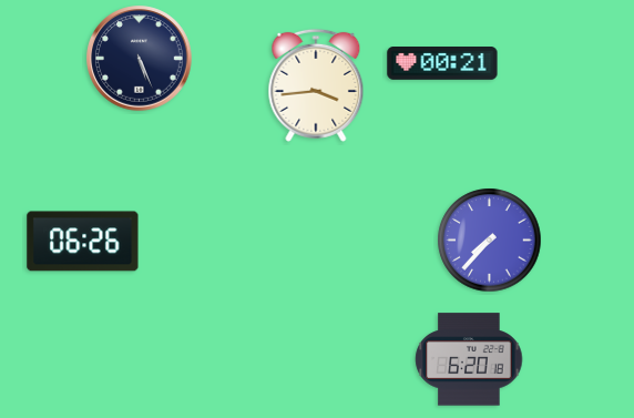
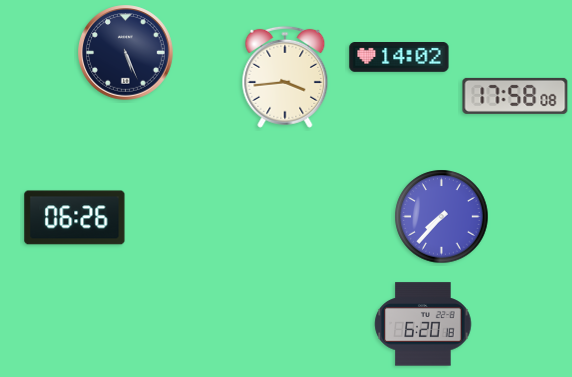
clock at (442, 64): 00:21 -> 14:02
clock at (515, 96): none -> 17:58
